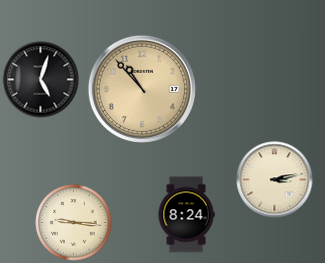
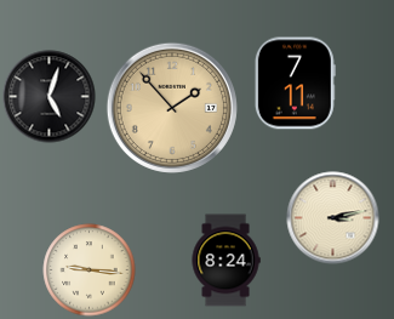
clock at (295, 84): none -> 7:11
clock at (142, 89): 10:53 -> 1:53
